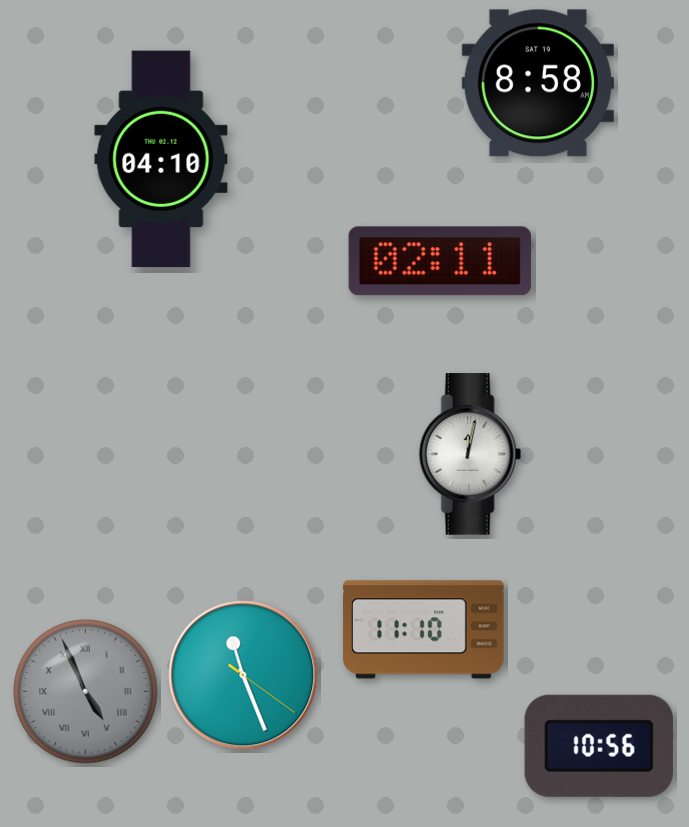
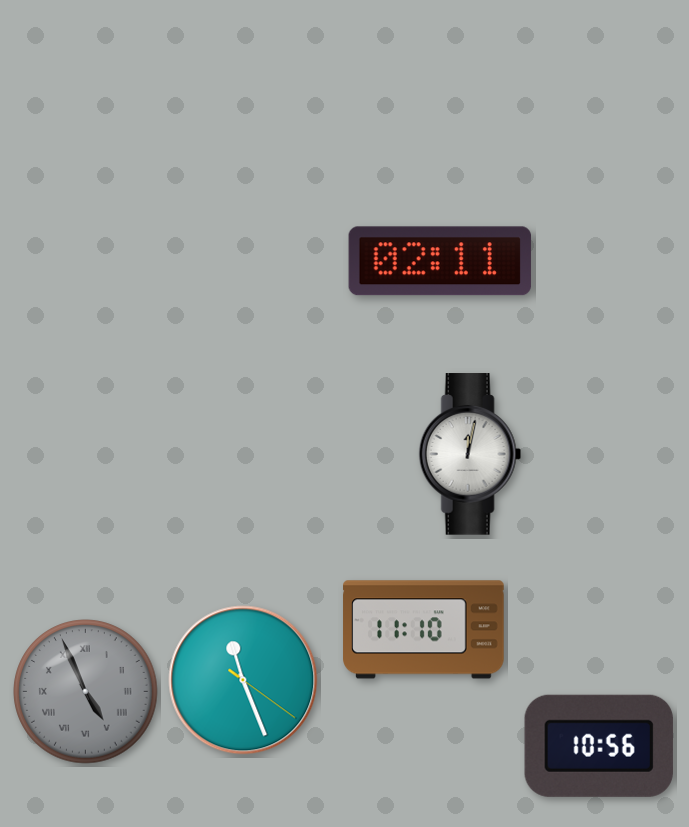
clock at (538, 83): 8:58 -> none
clock at (161, 159): 04:10 -> none
clock at (243, 675) position: (243, 675) -> (243, 680)
